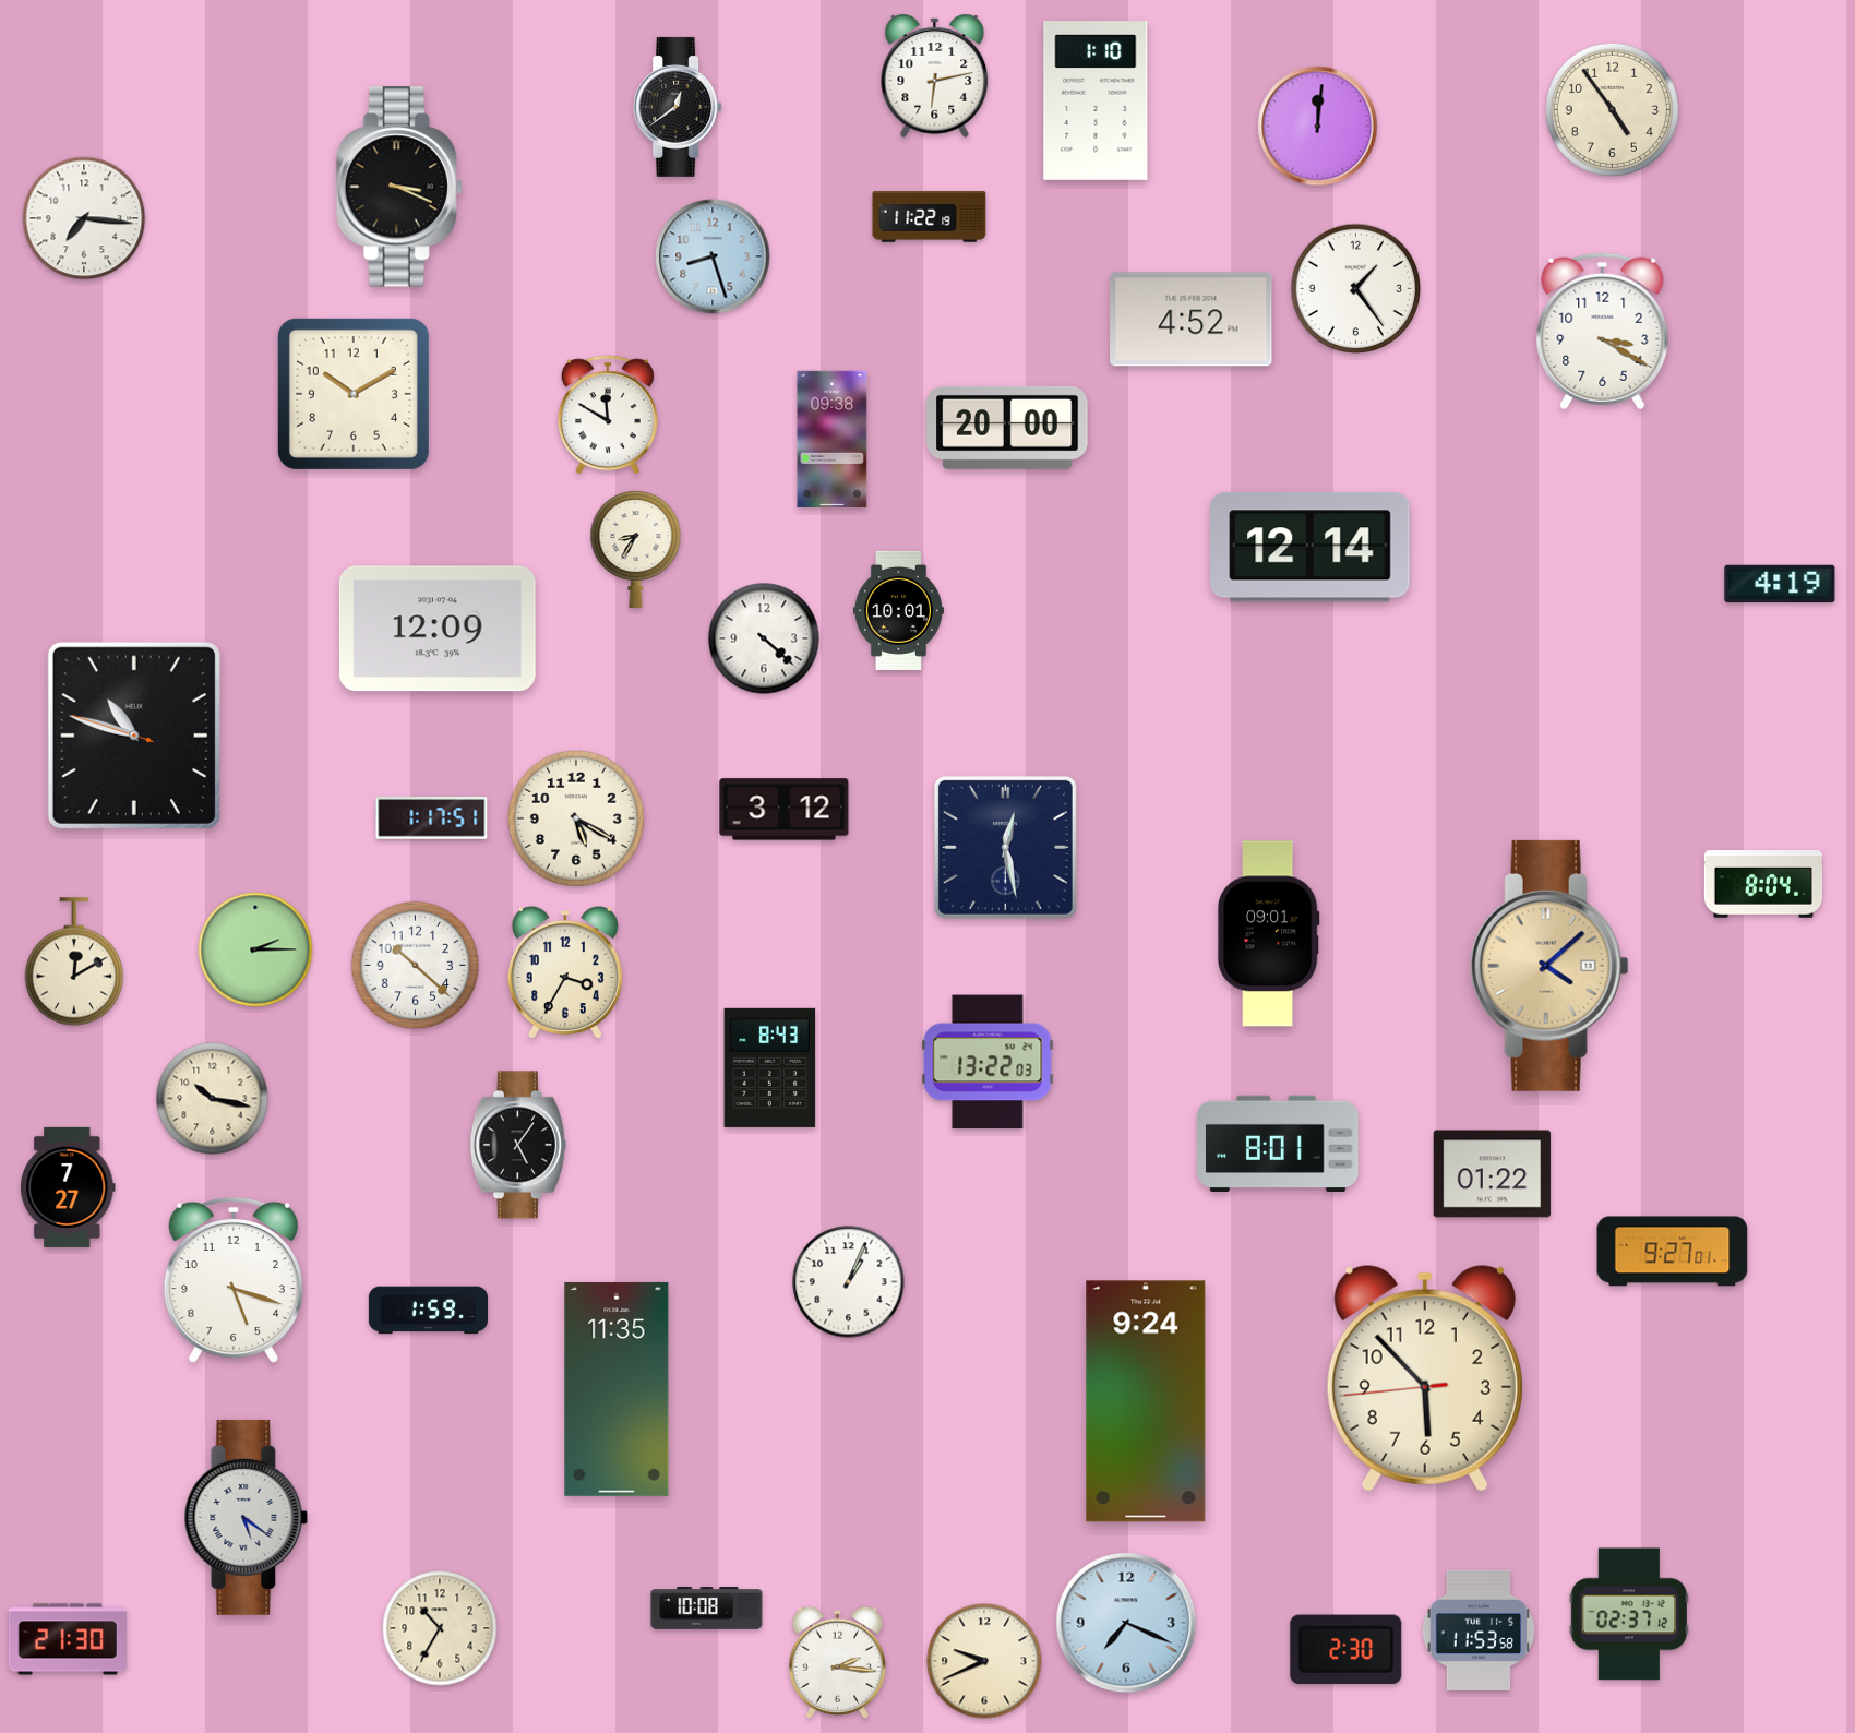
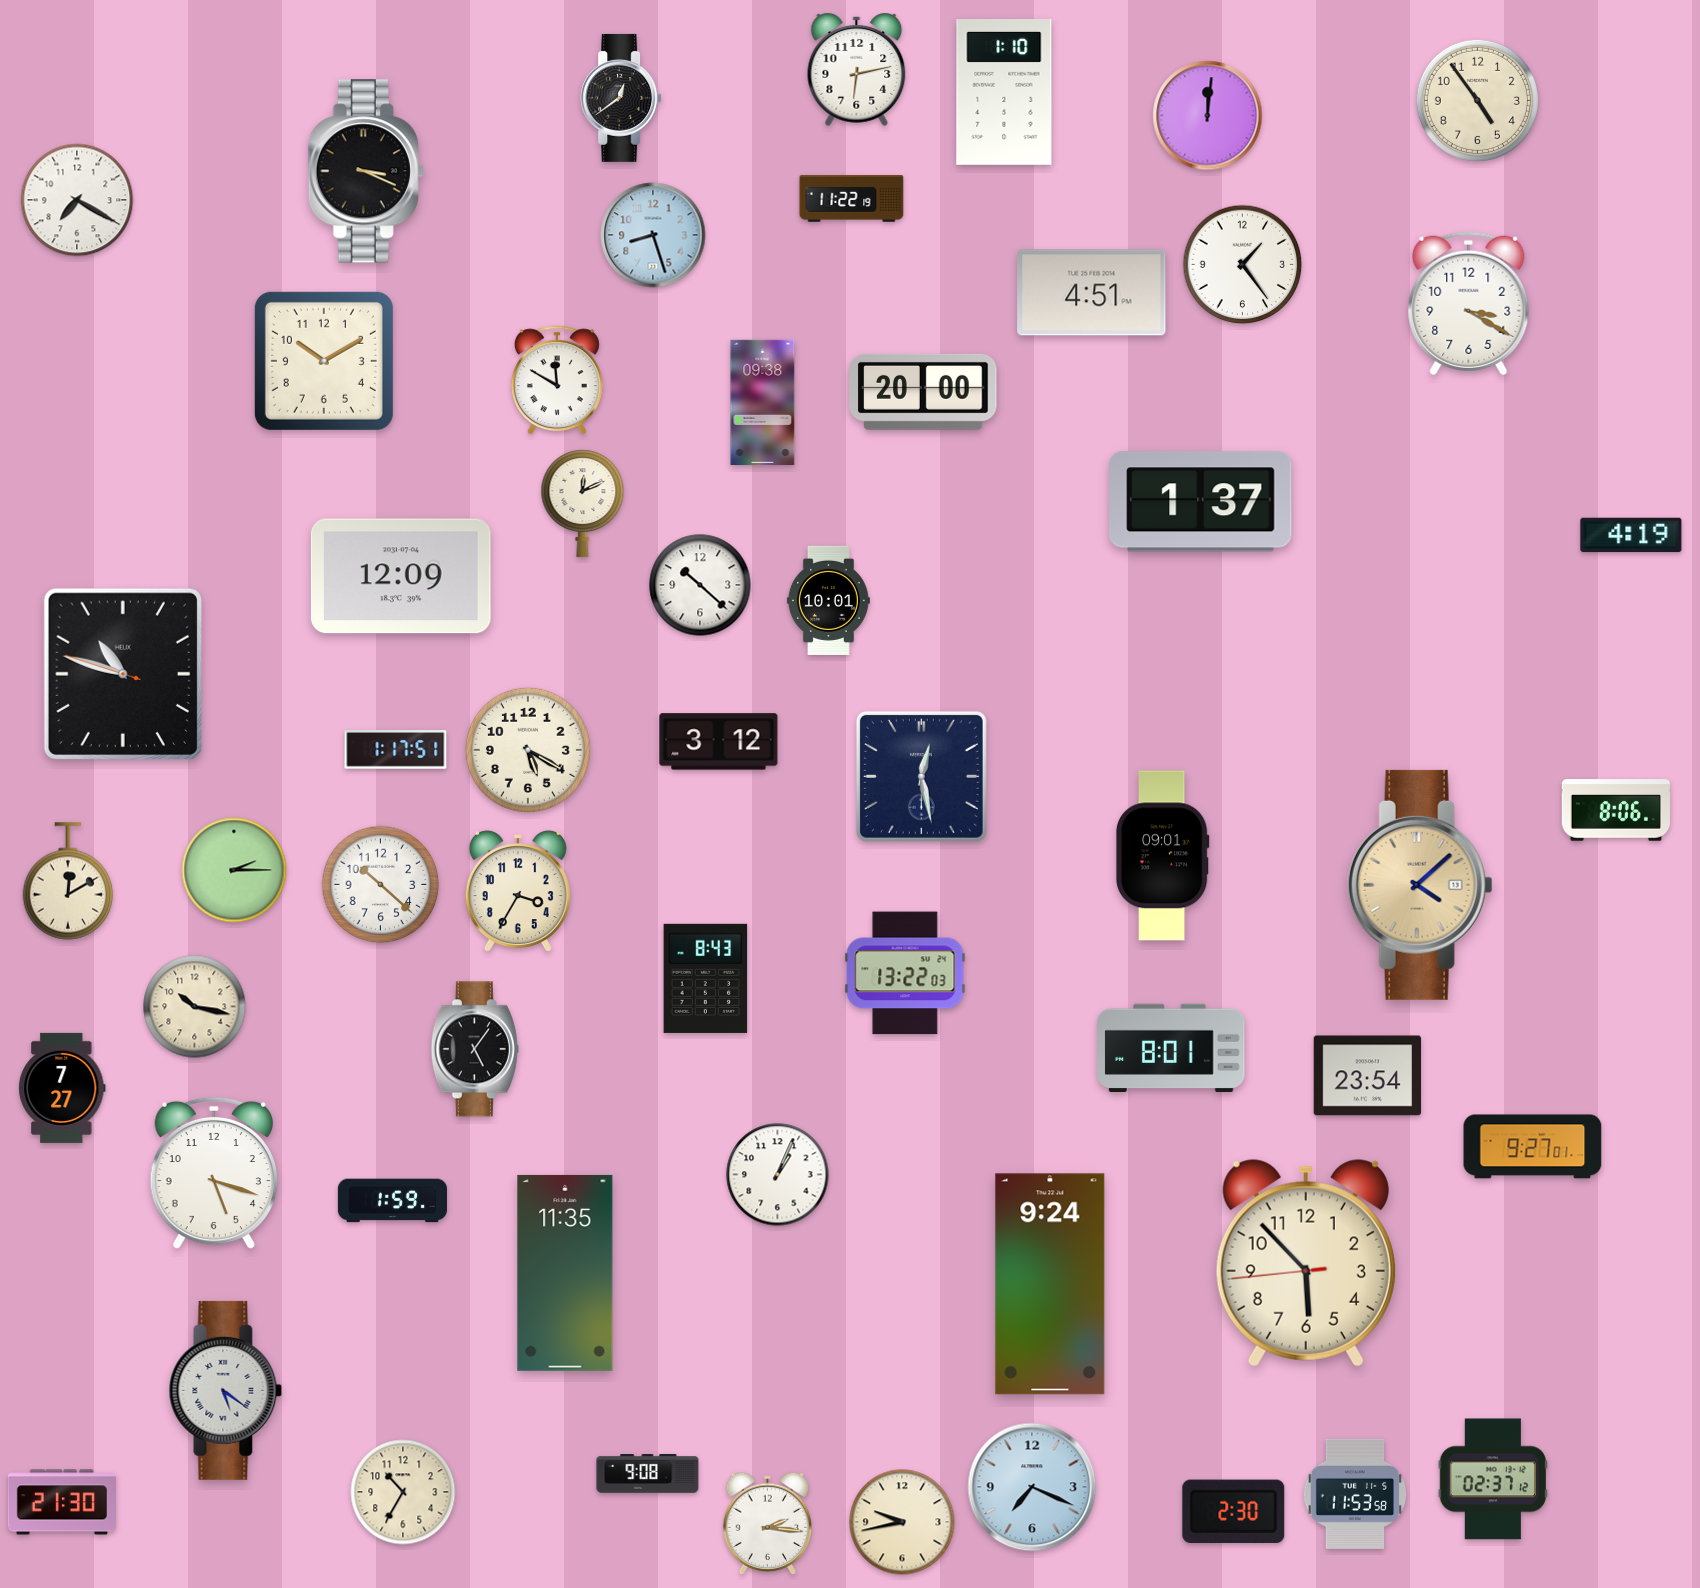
clock at (84, 218): 7:16 -> 7:20
clock at (1192, 320): 4:52 -> 4:51
clock at (1311, 548): 12:14 -> 1:37
clock at (636, 550): 8:35 -> 12:11
clock at (898, 610) position: (898, 610) -> (828, 600)
clock at (764, 638): 4:22 -> 10:22
clock at (1762, 884): 8:04 -> 8:06
clock at (1493, 1174): 01:22 -> 23:54
clock at (707, 1609): 10:08 -> 9:08
clock at (984, 1661): 9:41 -> 9:43
